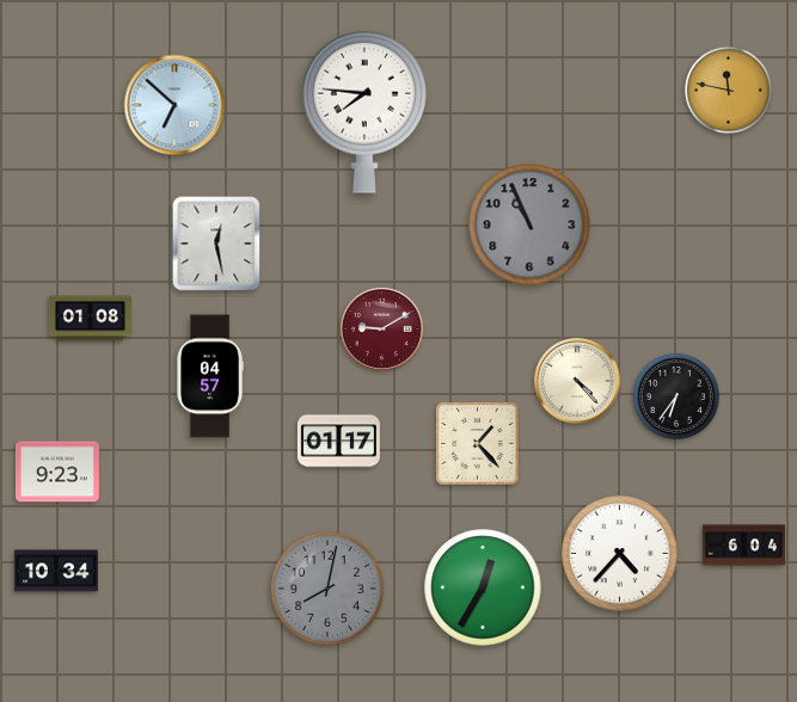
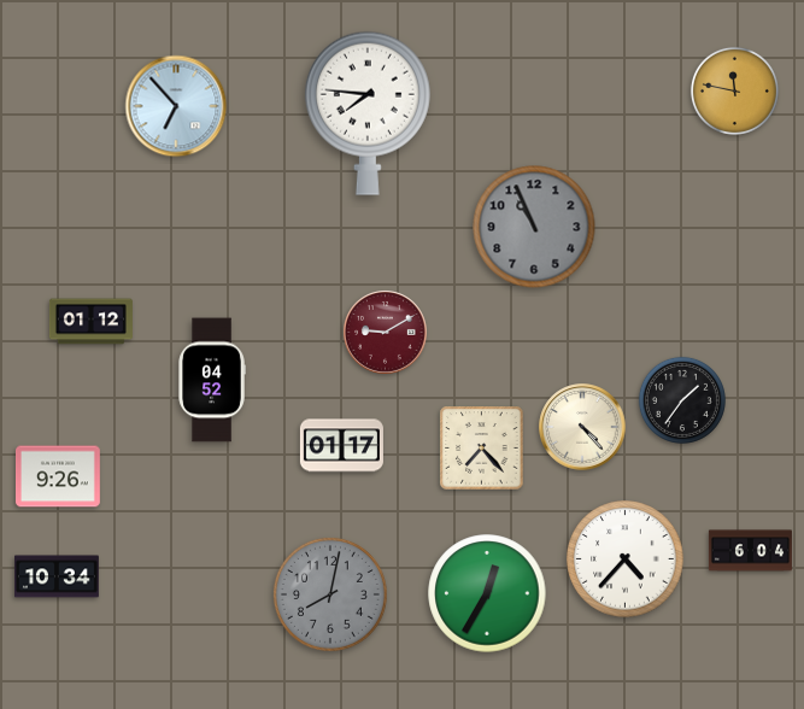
clock at (174, 105): 6:52 -> 6:53
clock at (216, 244): 12:28 -> none
clock at (90, 319): 01:08 -> 01:12
clock at (210, 376): 04:57 -> 04:52
clock at (577, 381) position: (577, 381) -> (582, 427)
clock at (676, 396): 6:36 -> 1:36
clock at (478, 444): 1:23 -> 7:23
clock at (57, 472): 9:23 -> 9:26
